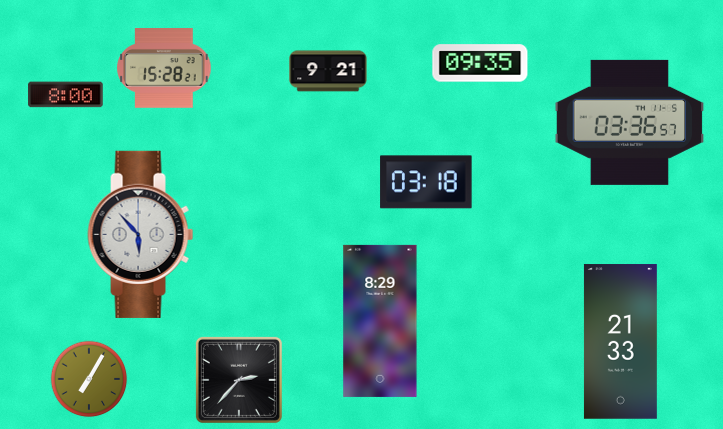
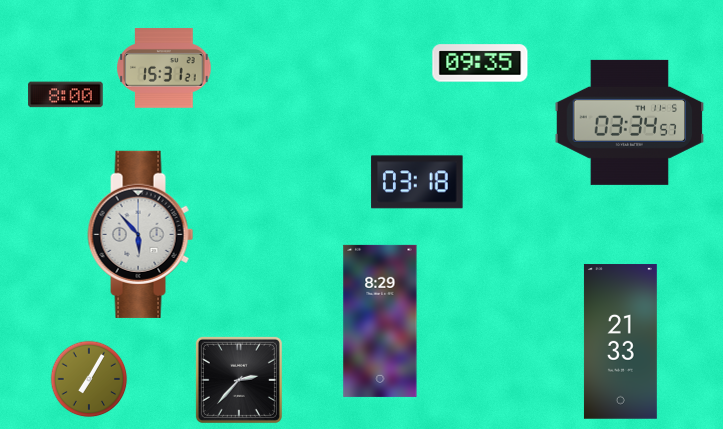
clock at (164, 68): 15:28 -> 15:31
clock at (328, 71): 9:21 -> none
clock at (630, 122): 03:36 -> 03:34
clock at (426, 182) position: (426, 182) -> (417, 182)
